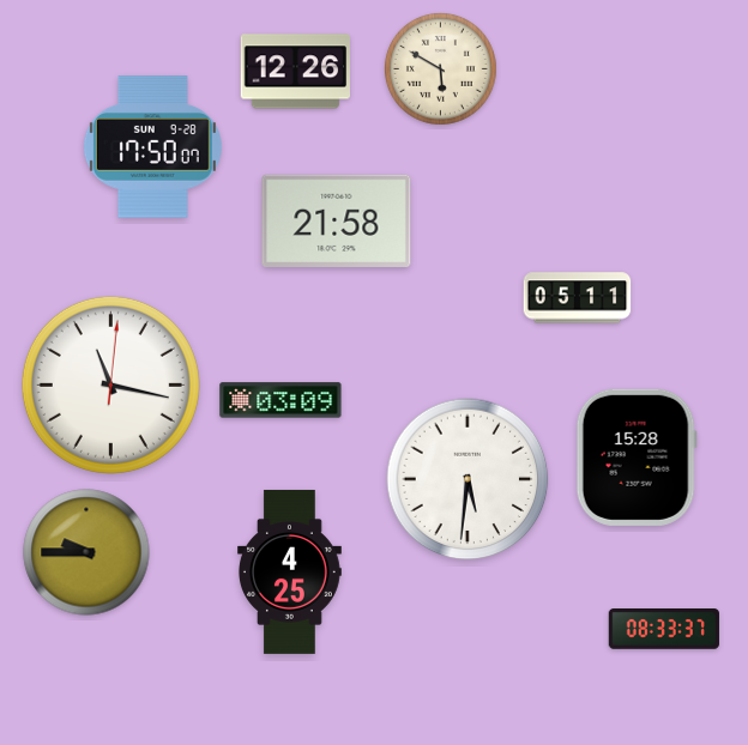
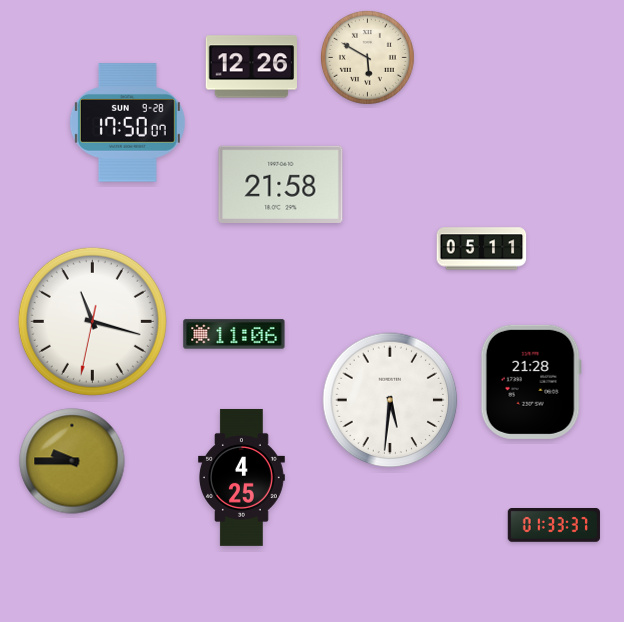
clock at (295, 72) position: (295, 72) -> (251, 67)
clock at (110, 384): 11:17:01 -> 11:17:32
clock at (280, 400): 03:09 -> 11:06
clock at (637, 458): 15:28 -> 21:28
clock at (664, 630): 08:33 -> 01:33
